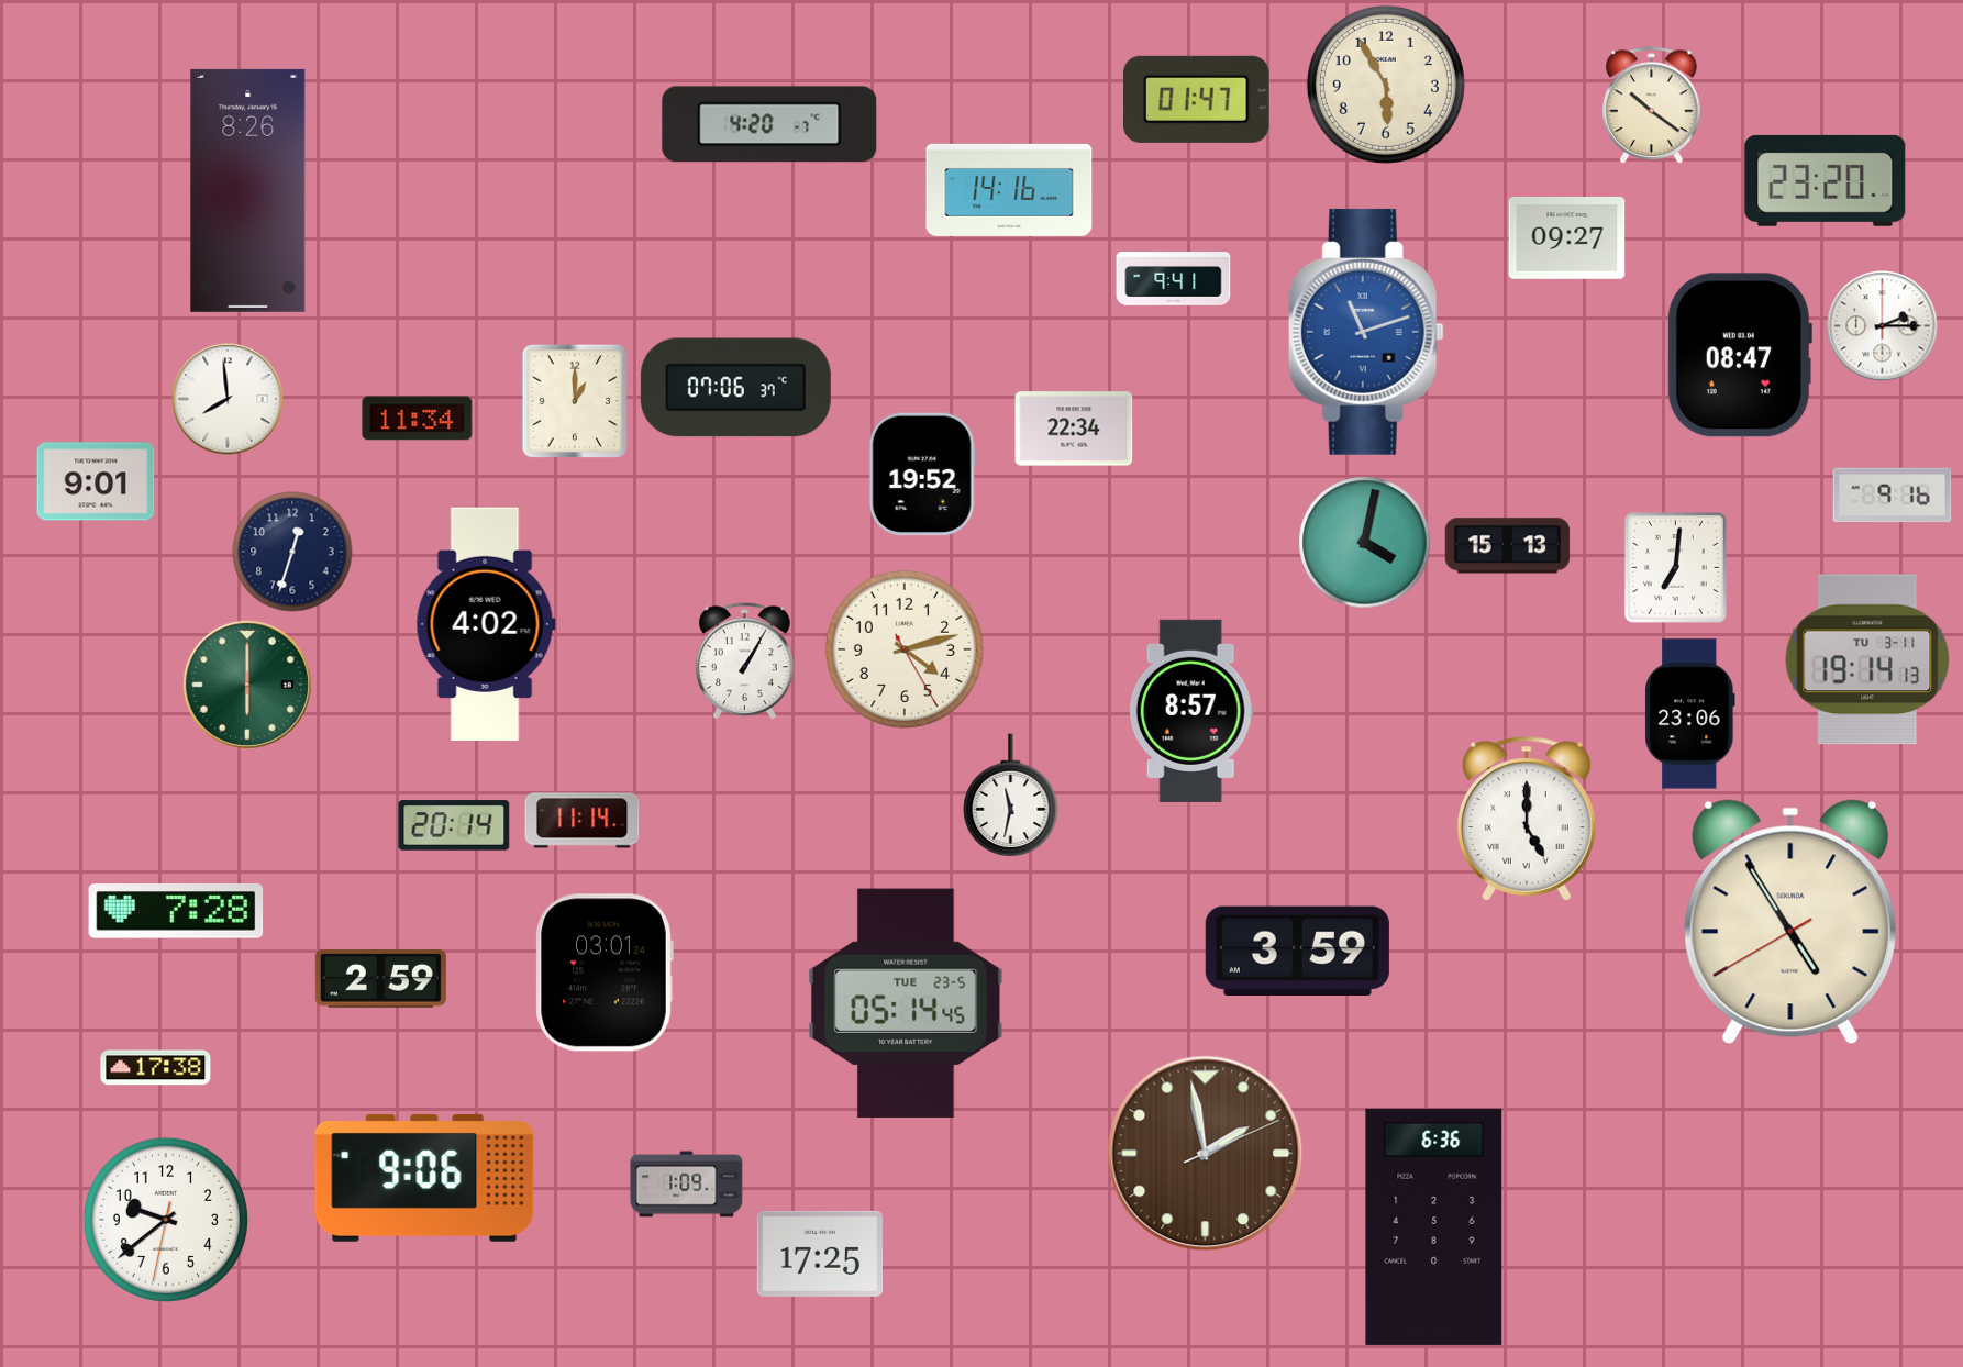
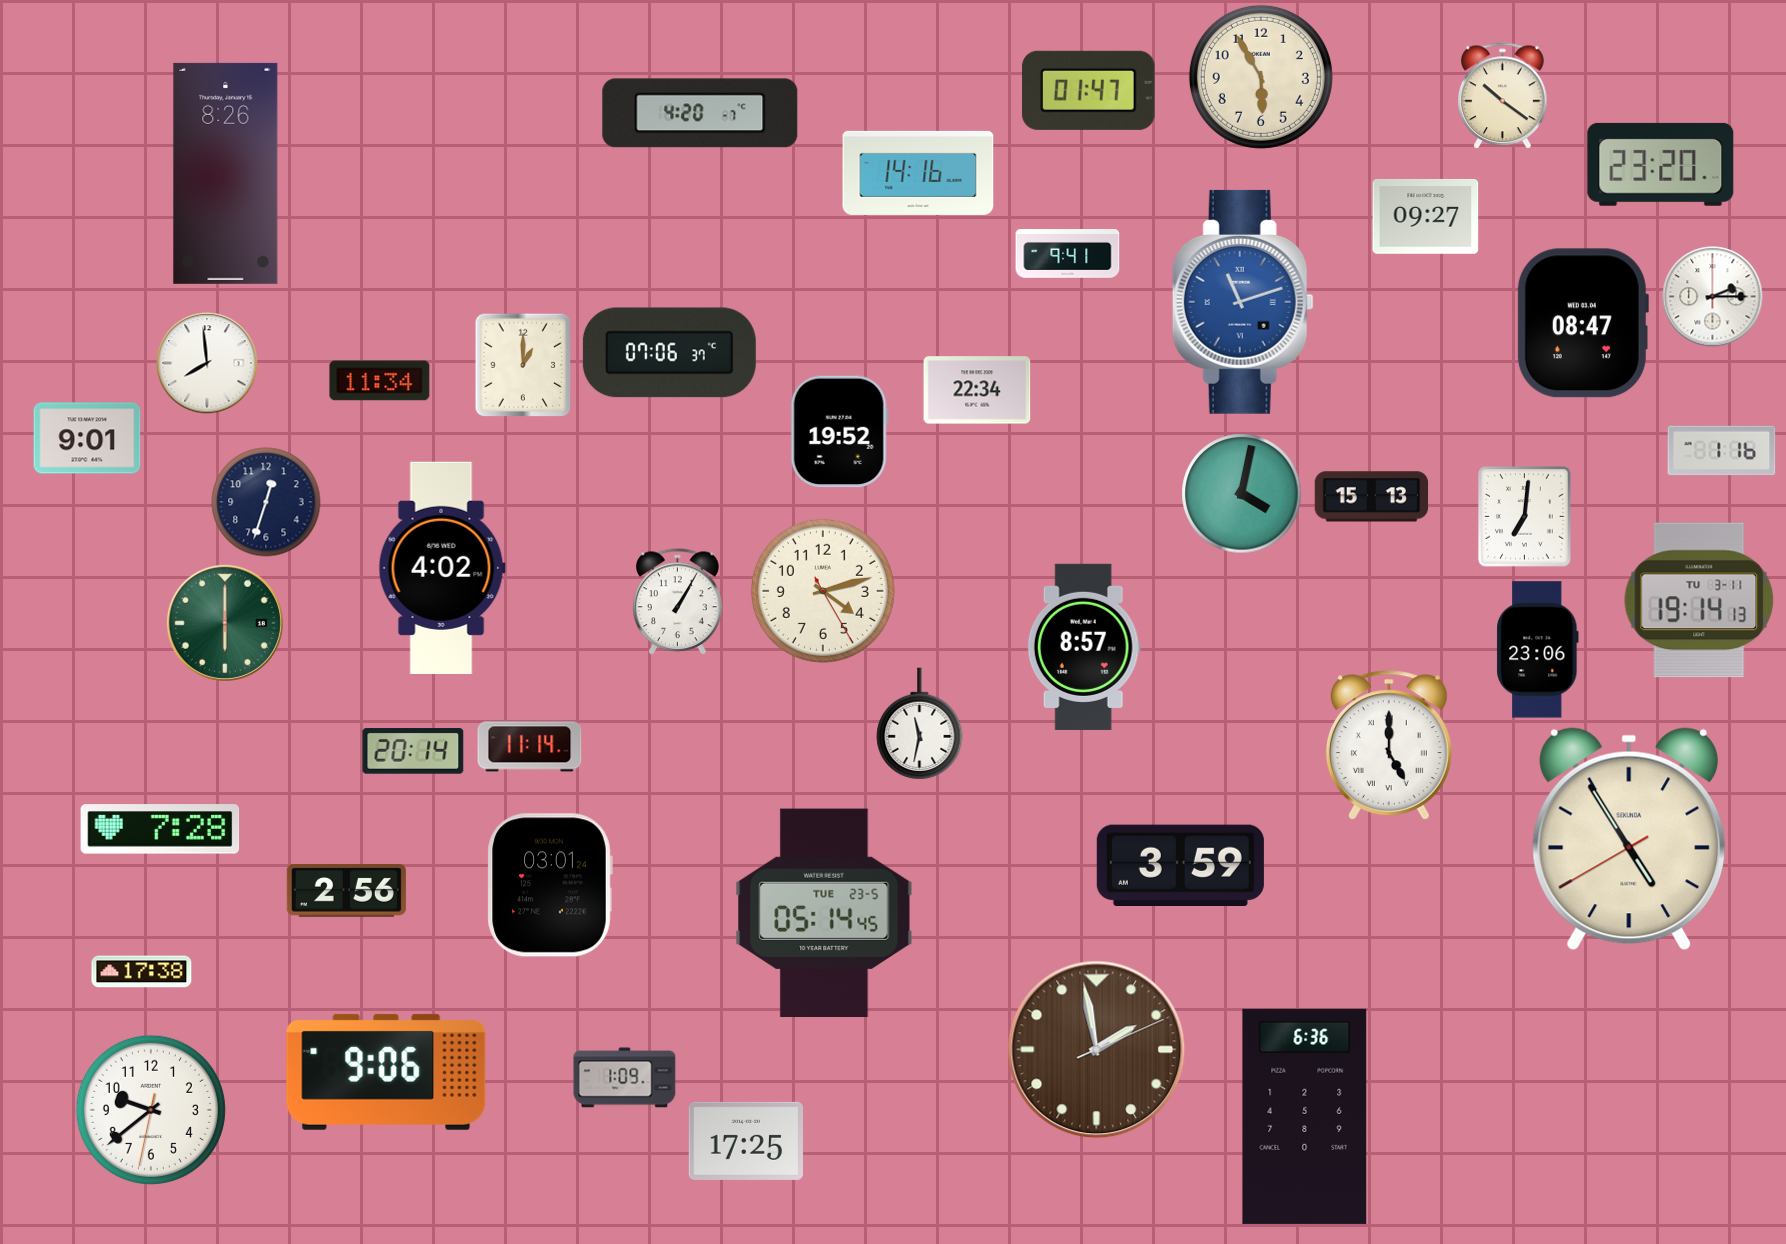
clock at (1893, 496): 9:16 -> 1:16
clock at (380, 978): 2:59 -> 2:56
